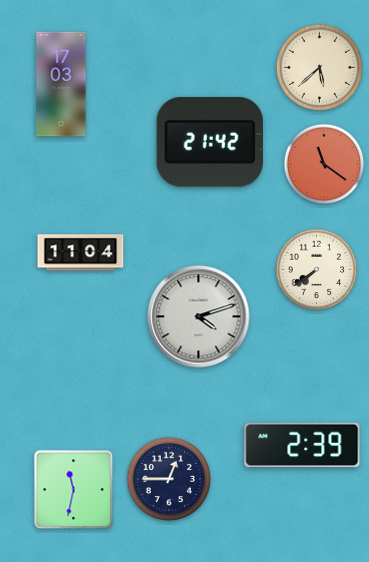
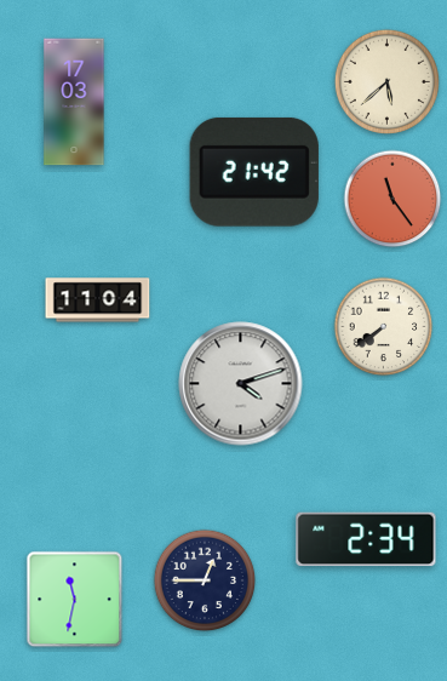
clock at (324, 164): 11:21 -> 11:24
clock at (81, 253) position: (81, 253) -> (98, 301)
clock at (302, 445): 2:39 -> 2:34
clock at (74, 490) position: (74, 490) -> (75, 600)
